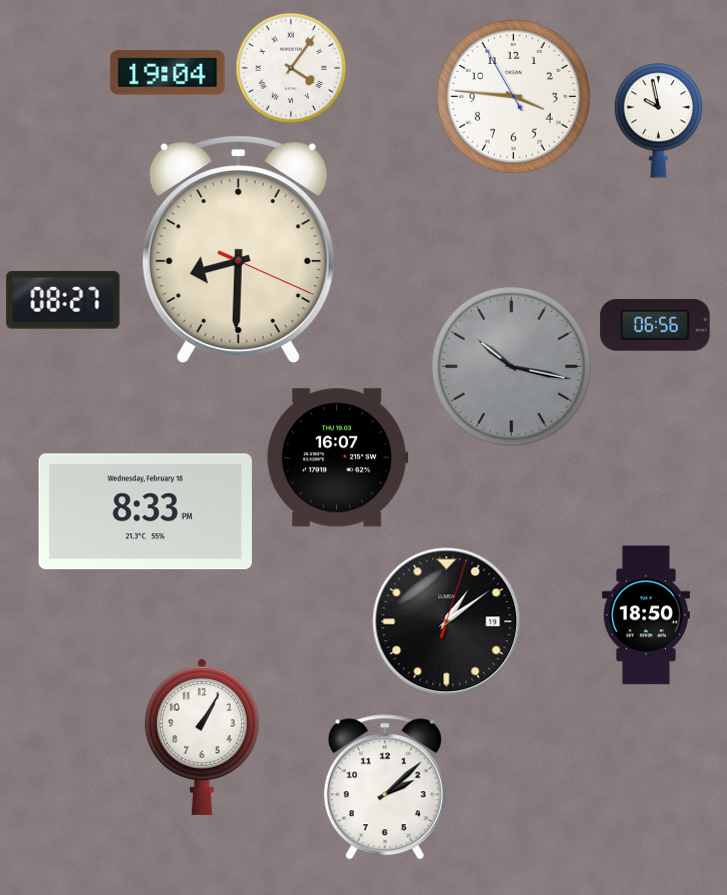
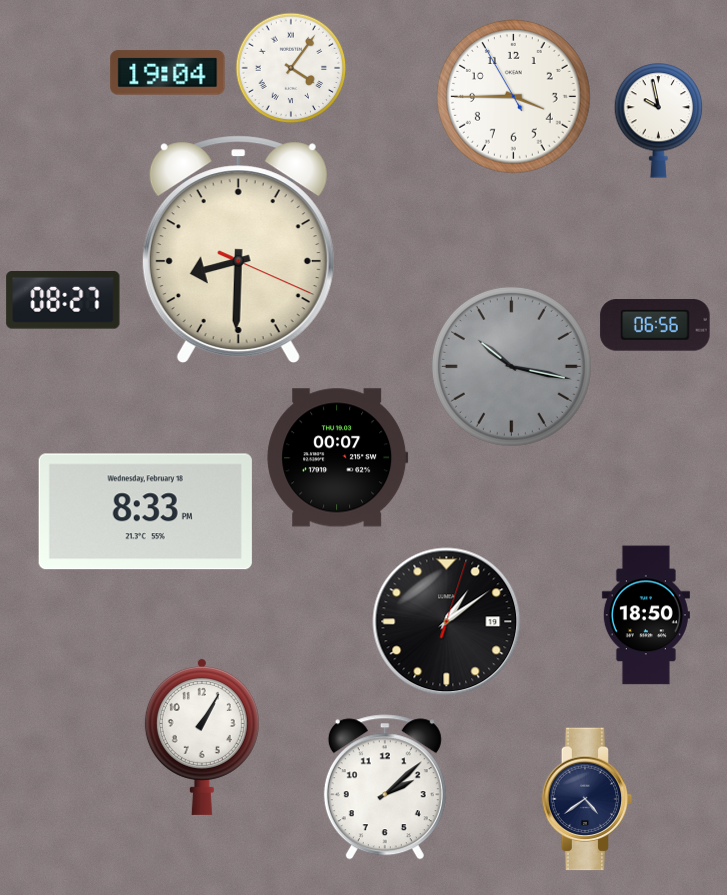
clock at (514, 97): 3:45 -> 3:44
clock at (338, 458): 16:07 -> 00:07
clock at (587, 799): none -> 4:39
